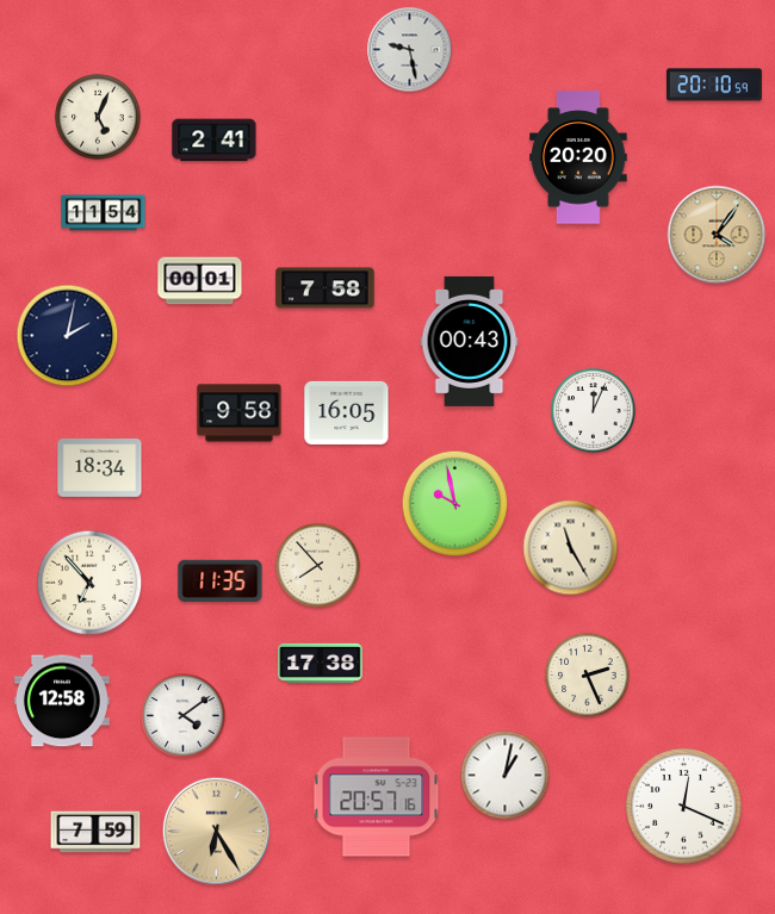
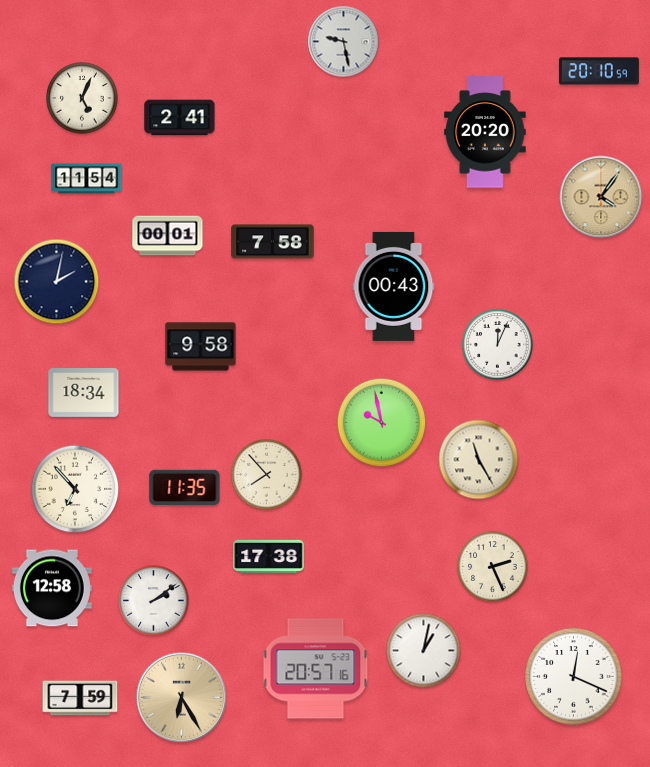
clock at (347, 412): 16:05 -> none
clock at (184, 716): 4:09 -> 2:09
